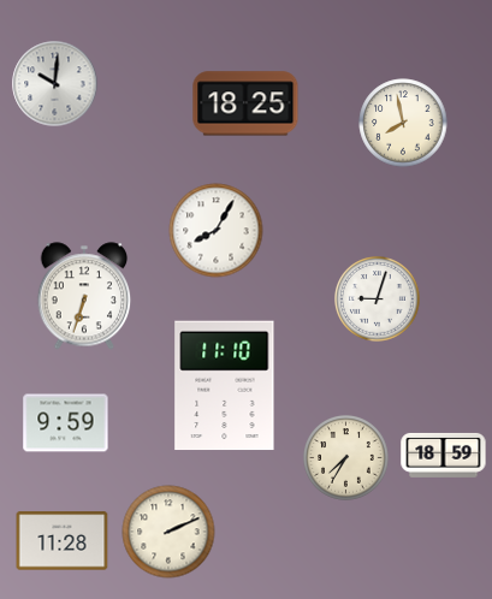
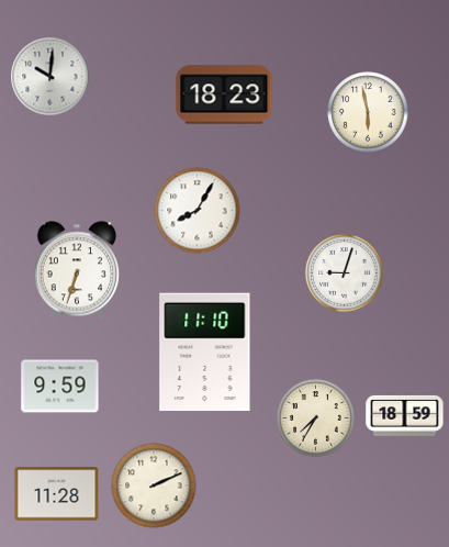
clock at (245, 103): 18:25 -> 18:23
clock at (403, 123): 7:58 -> 5:58
